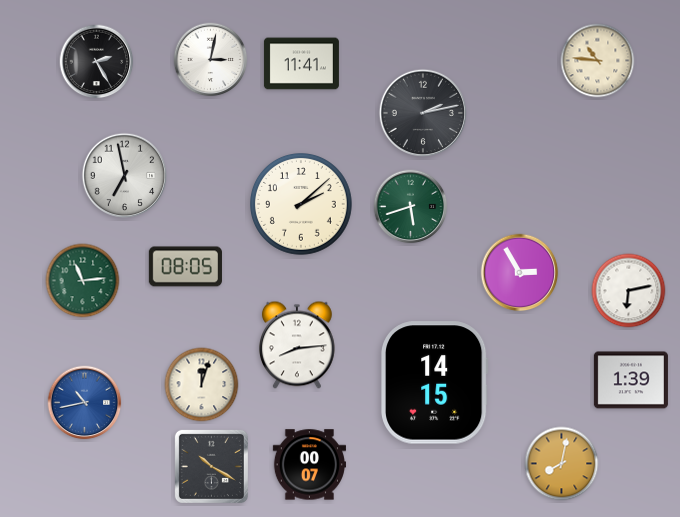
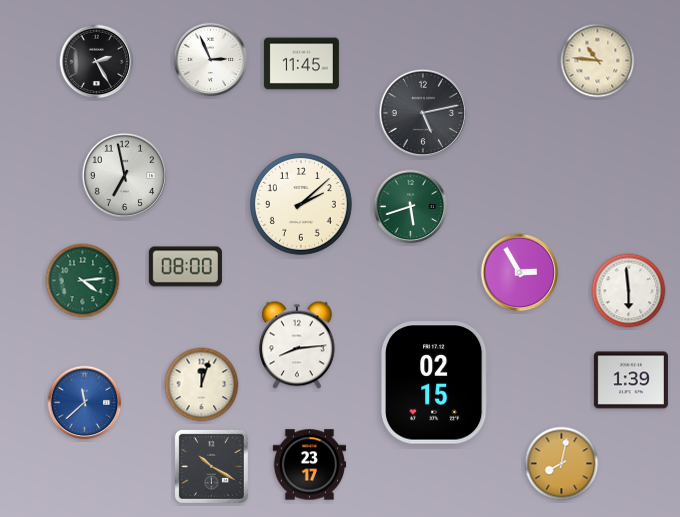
clock at (211, 60): 3:02 -> 2:56
clock at (301, 64): 11:41 -> 11:45
clock at (422, 112): 2:13 -> 5:13
clock at (185, 267): 08:05 -> 08:00
clock at (83, 281): 11:14 -> 4:14
clock at (629, 291): 6:13 -> 5:59
clock at (435, 383): 14:15 -> 02:15
clock at (85, 403): 10:43 -> 11:38
clock at (309, 465): 00:07 -> 23:17
